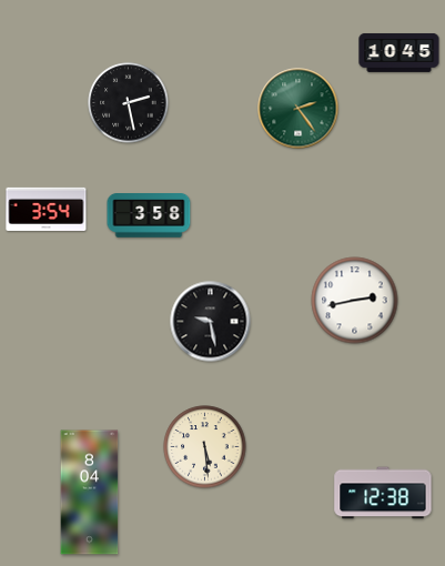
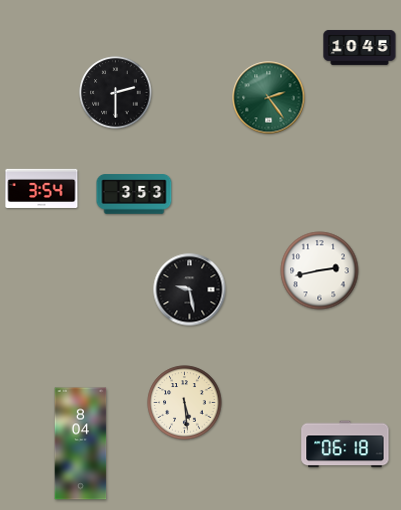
clock at (129, 103): 2:28 -> 2:30
clock at (149, 215): 3:58 -> 3:53
clock at (383, 493): 12:38 -> 06:18
